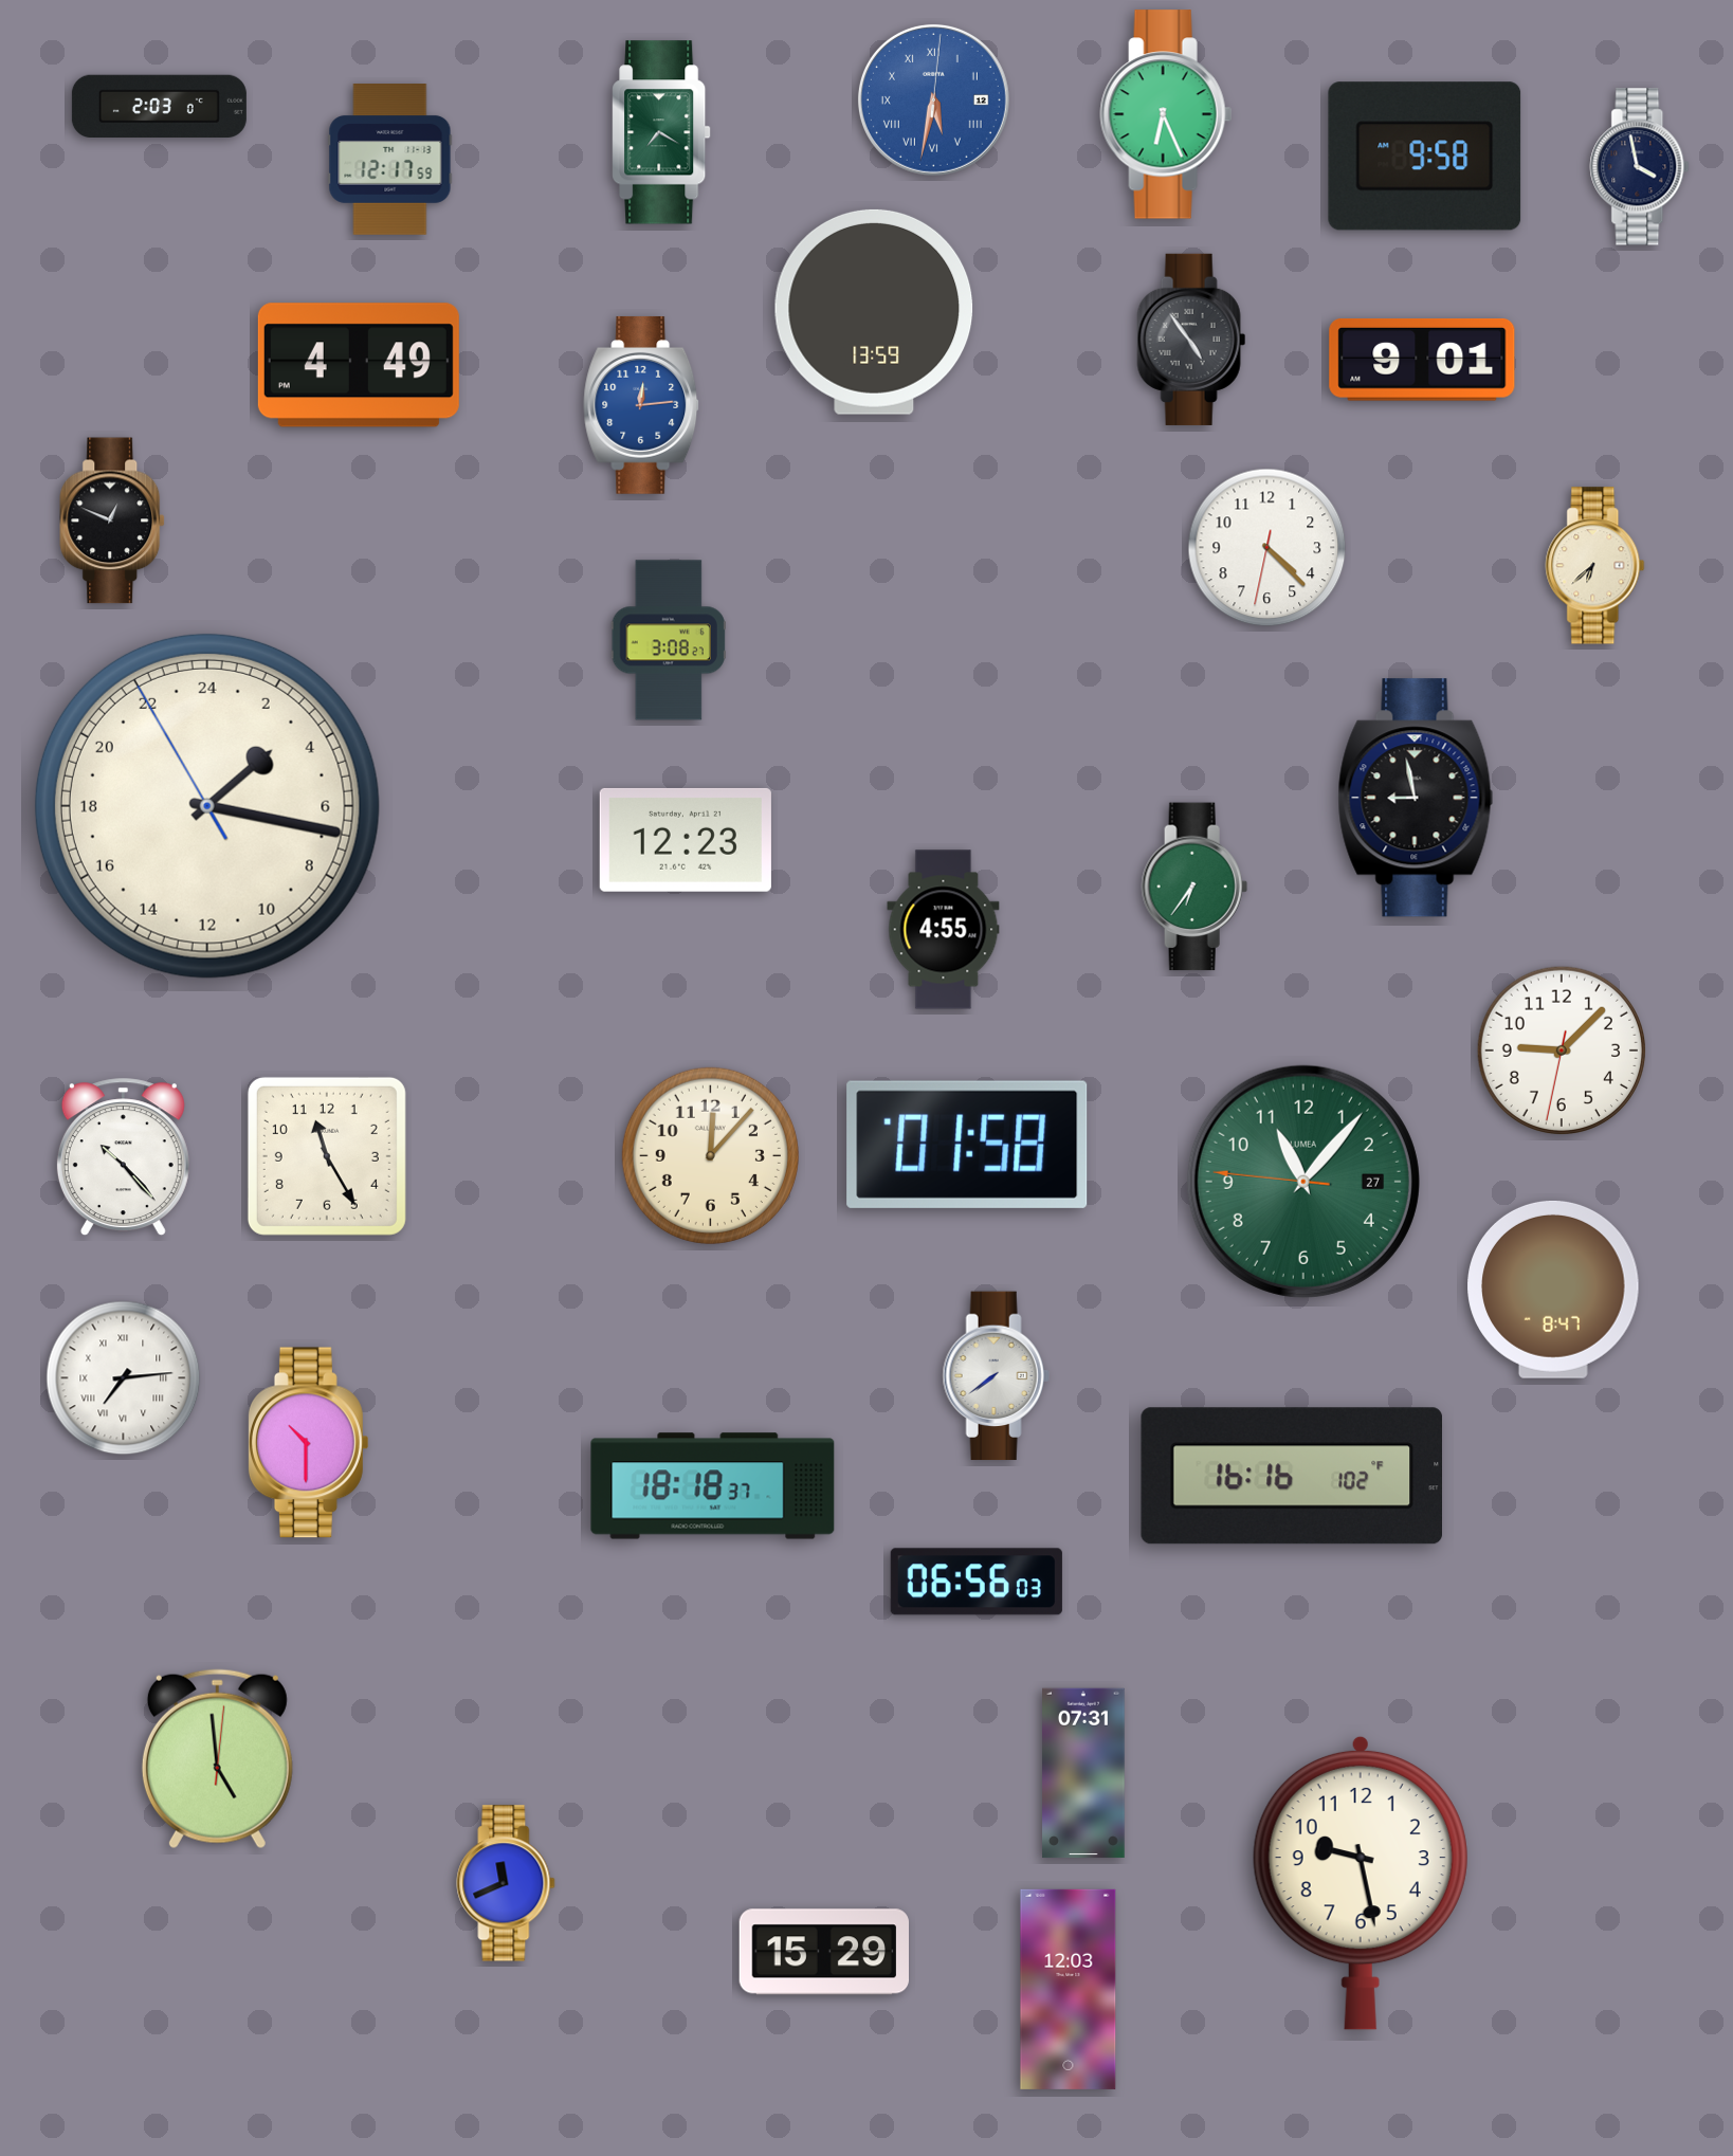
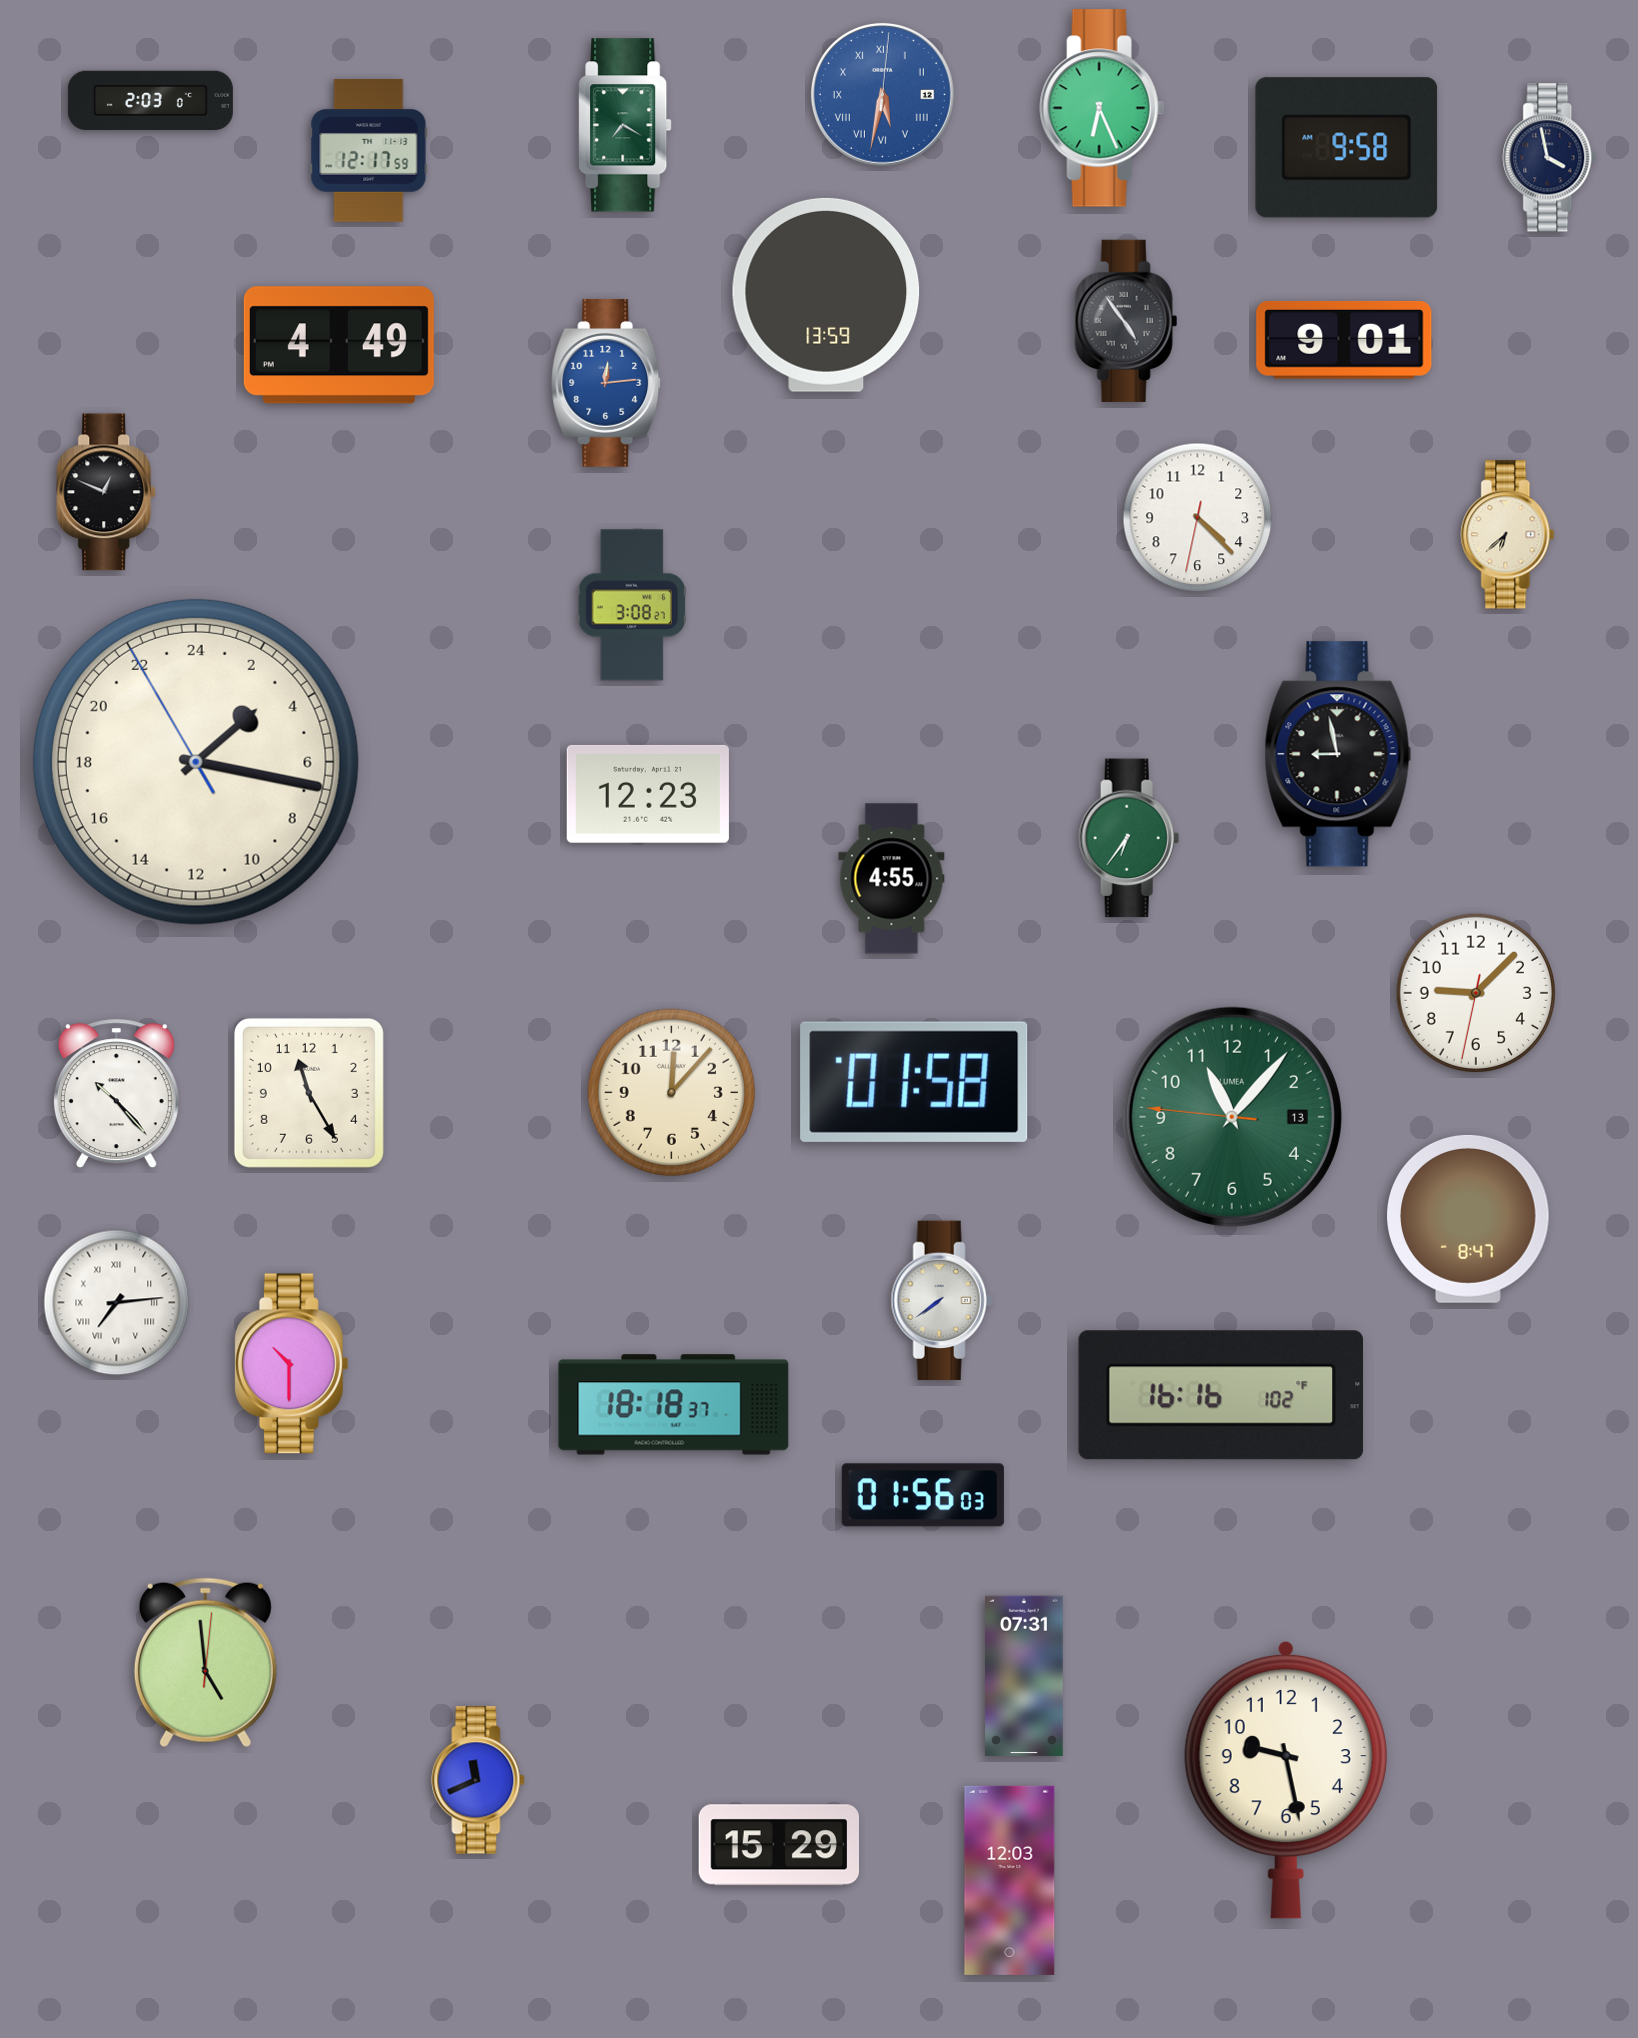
clock at (1303, 1182) date: 27 -> 13
clock at (977, 1582): 06:56 -> 01:56
